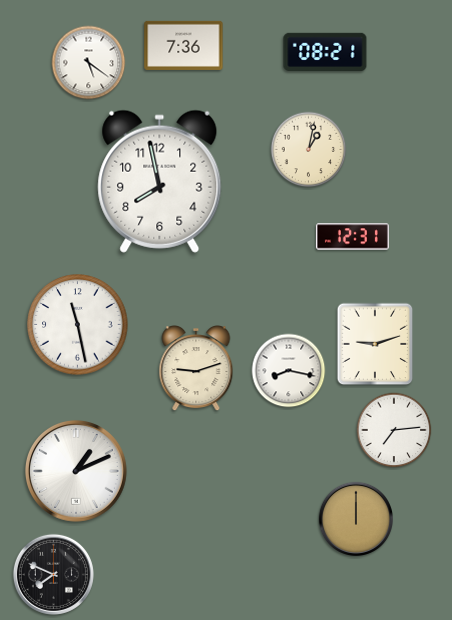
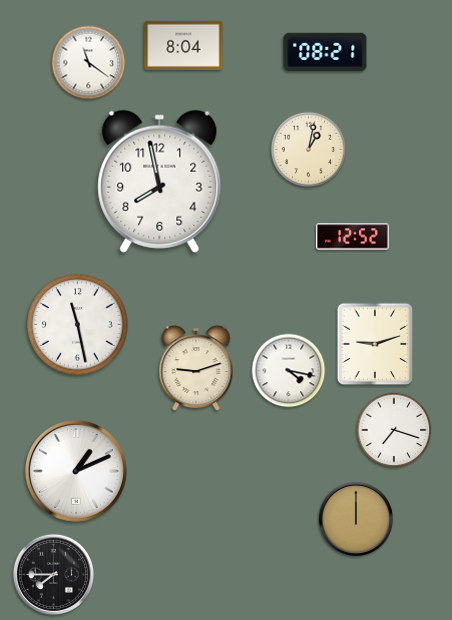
clock at (184, 45): 7:36 -> 8:04
clock at (89, 63): 5:21 -> 11:21
clock at (352, 237): 12:31 -> 12:52
clock at (289, 371): 8:17 -> 4:17
clock at (394, 430): 7:14 -> 7:18
clock at (53, 574): 7:49 -> 7:45
